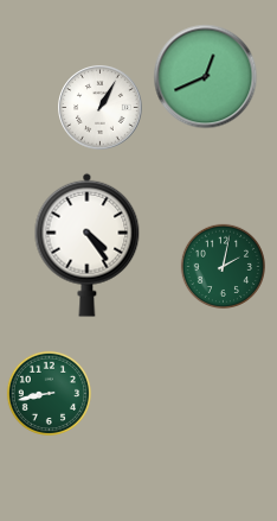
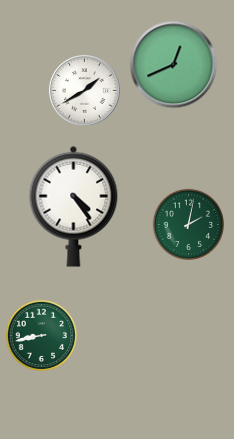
clock at (101, 108): 1:05 -> 1:40
clock at (49, 393) position: (49, 393) -> (41, 335)
